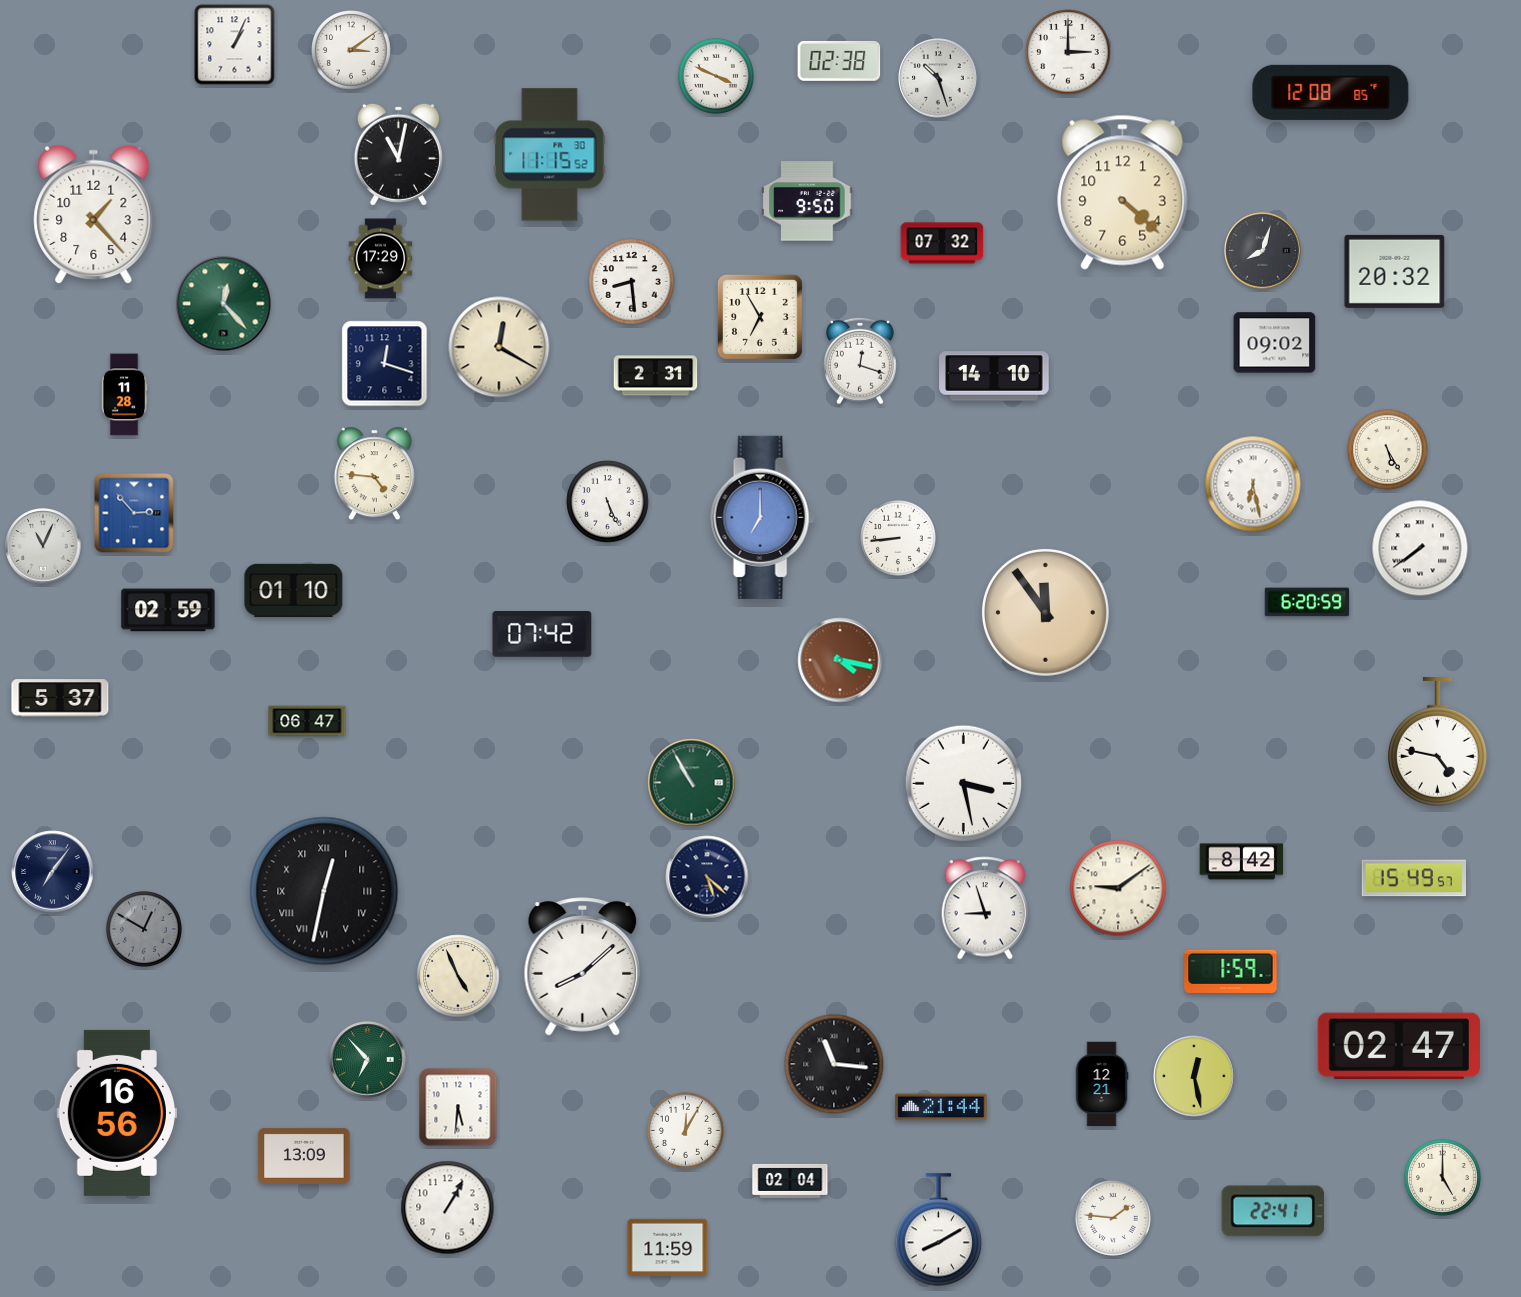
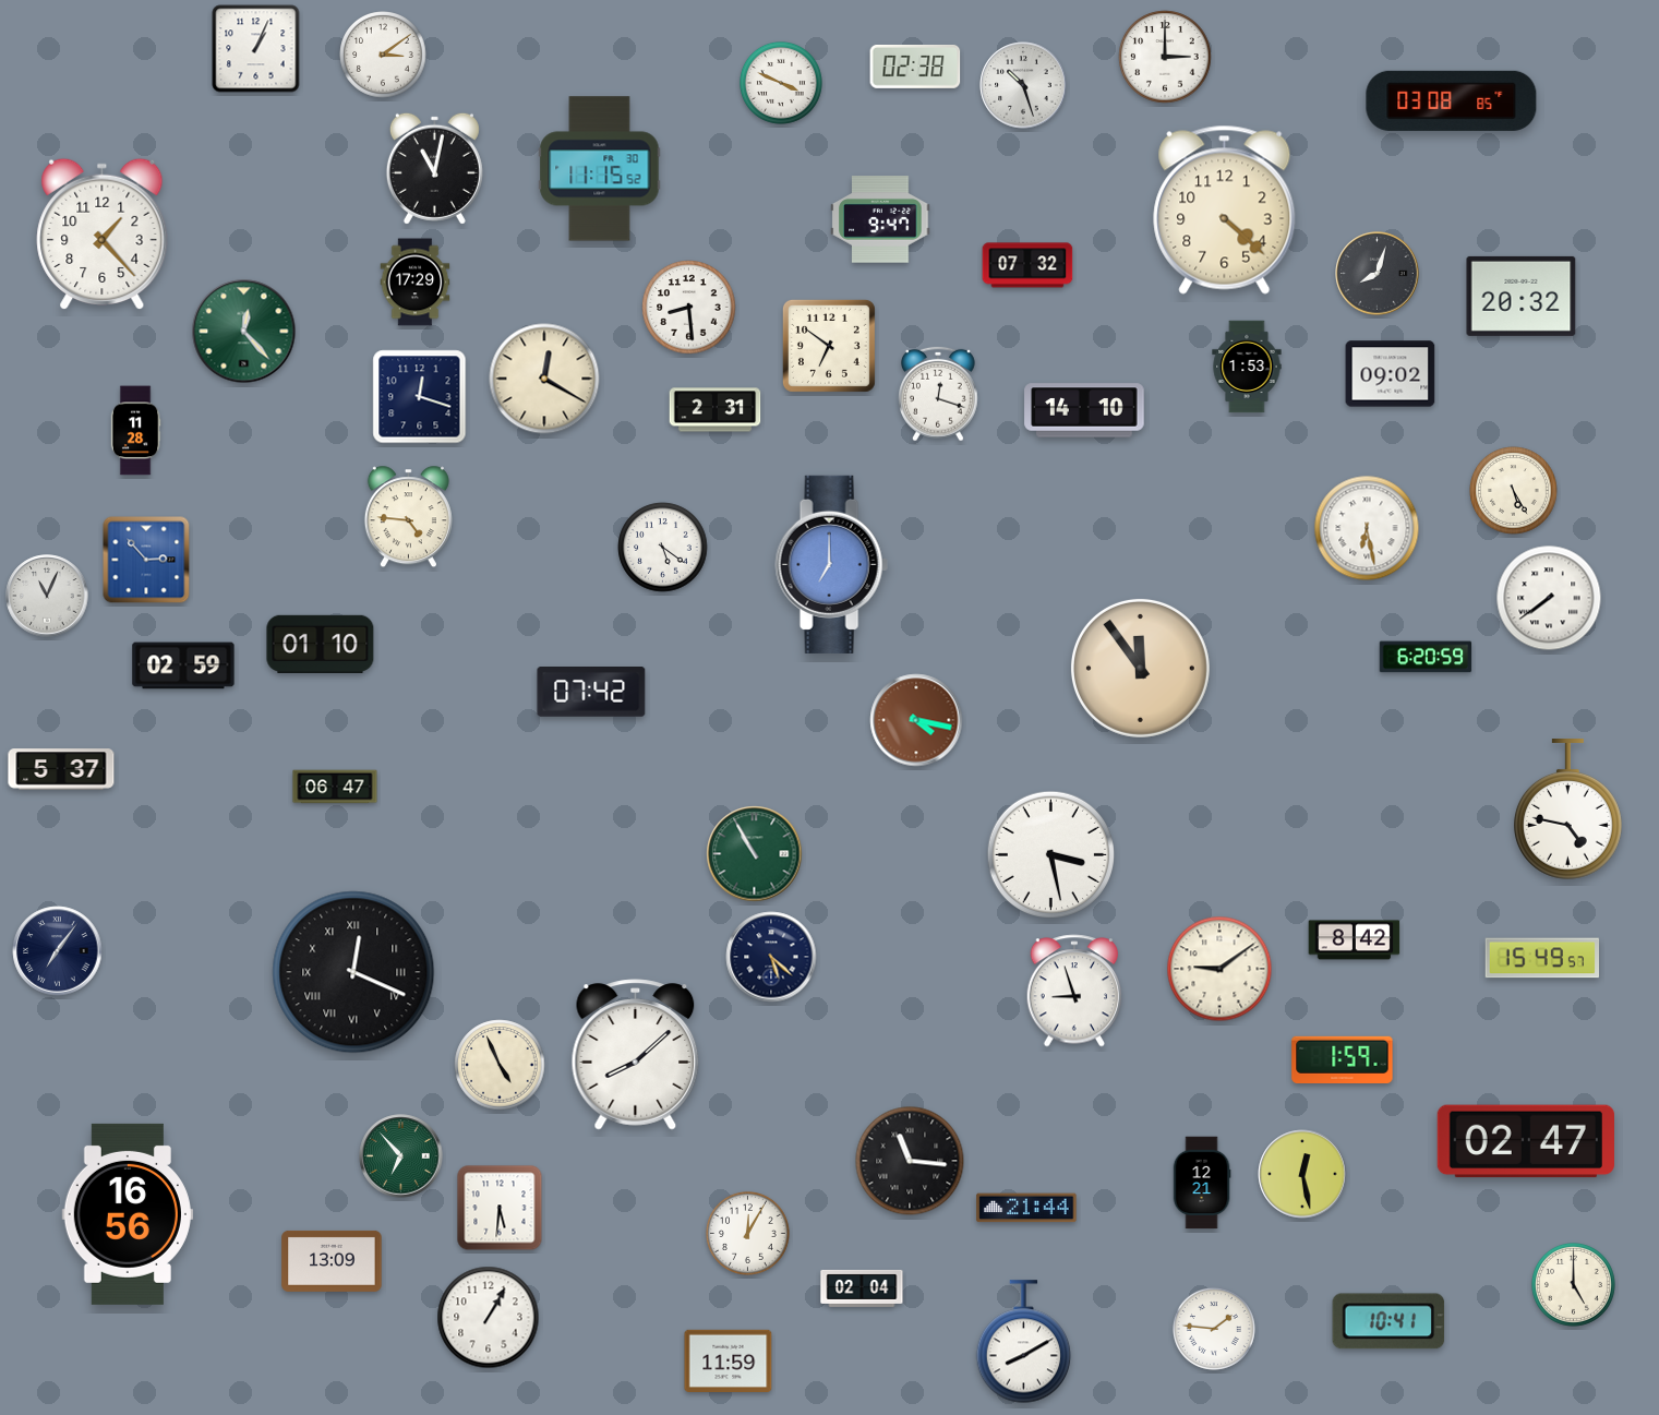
clock at (1331, 92): 12:08 -> 03:08
clock at (807, 201): 9:50 -> 9:47
clock at (760, 317): 6:55 -> 6:51
clock at (1247, 367): none -> 1:53
clock at (608, 502): 5:26 -> 5:21
clock at (898, 538): 8:44 -> none
clock at (60, 698) position: (60, 698) -> (61, 769)
clock at (324, 891): 12:32 -> 12:19
clock at (144, 929): 12:50 -> none
clock at (1273, 1211): 22:41 -> 10:41
